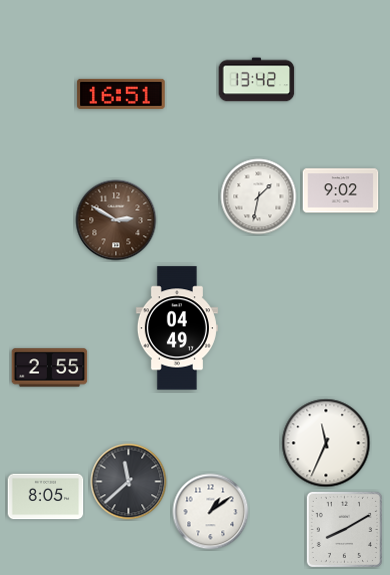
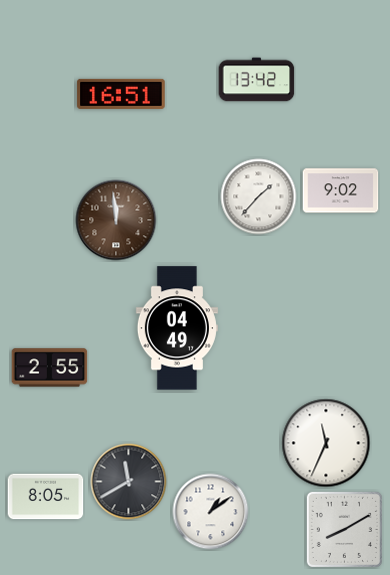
clock at (259, 197): 1:32 -> 1:37
clock at (116, 220): 2:50 -> 11:59
clock at (129, 482): 11:38 -> 11:40
